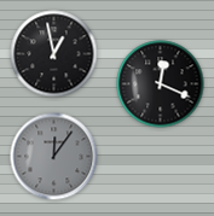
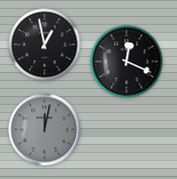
clock at (161, 84) position: (161, 84) -> (127, 62)
clock at (54, 157): 12:06 -> 12:02
